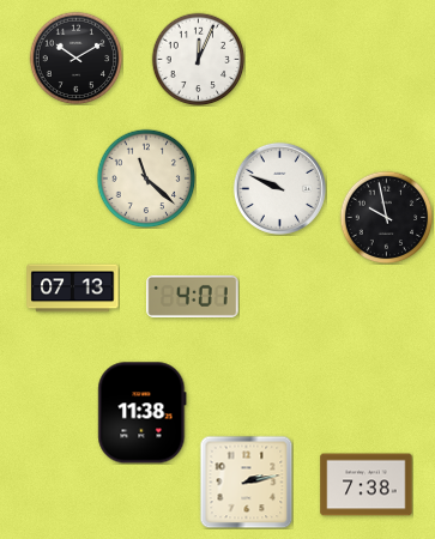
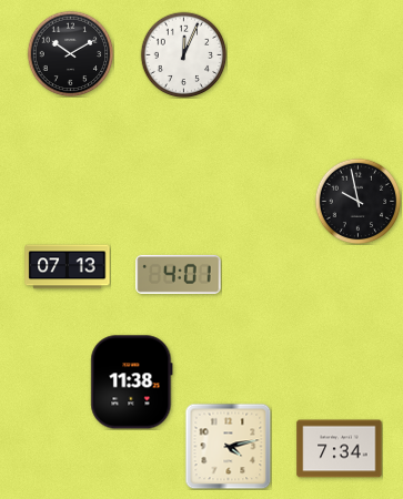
clock at (146, 178): 11:22 -> none
clock at (279, 188): 9:49 -> none
clock at (246, 482): 2:13 -> 4:13
clock at (367, 485): 7:38 -> 7:34
